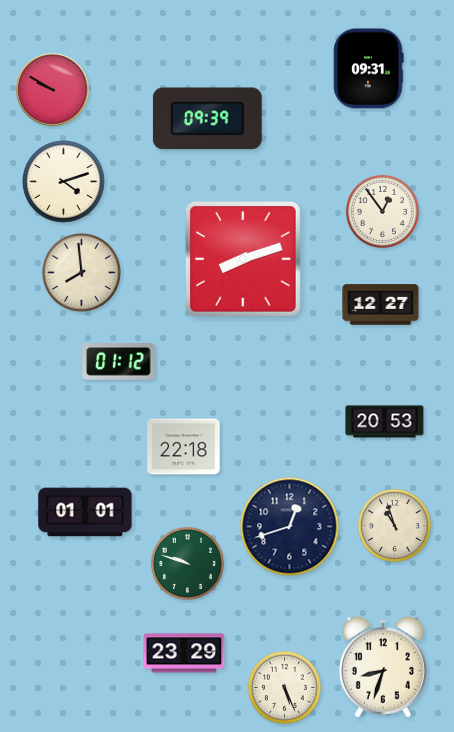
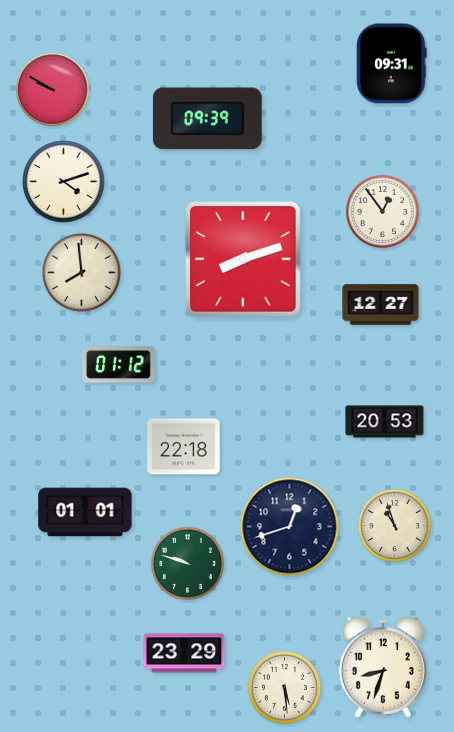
clock at (369, 69) position: (369, 69) -> (392, 64)
clock at (119, 362) position: (119, 362) -> (119, 365)
clock at (284, 687): 5:26 -> 5:29
